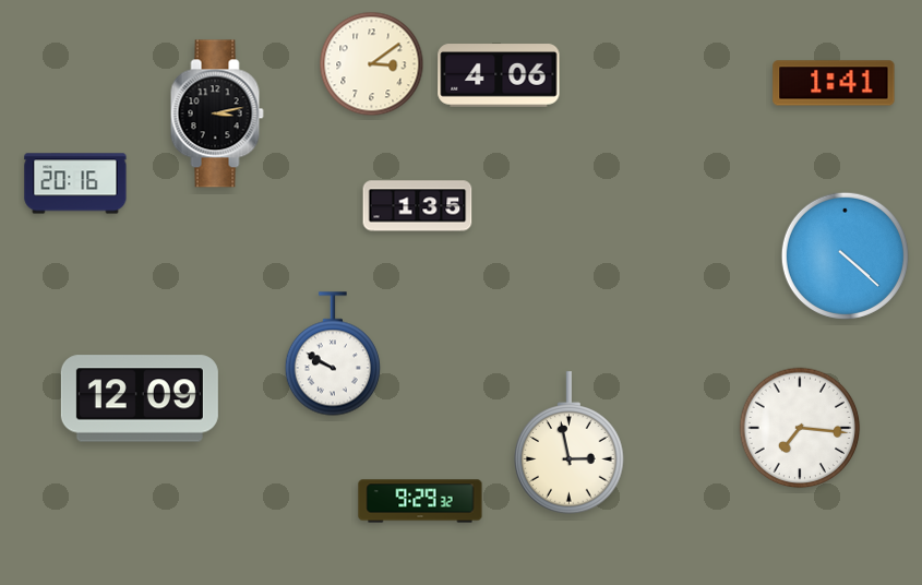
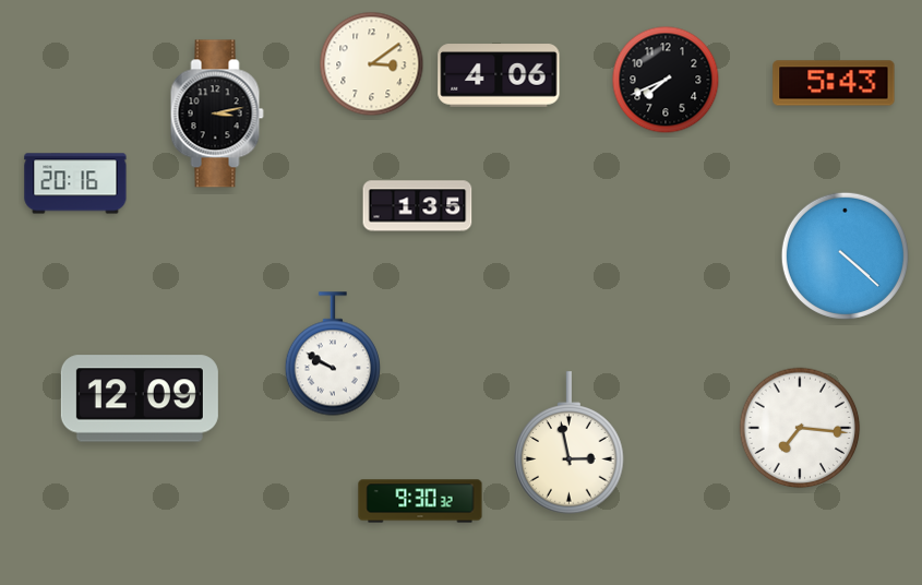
clock at (666, 80): none -> 7:41
clock at (834, 83): 1:41 -> 5:43
clock at (420, 501): 9:29 -> 9:30
